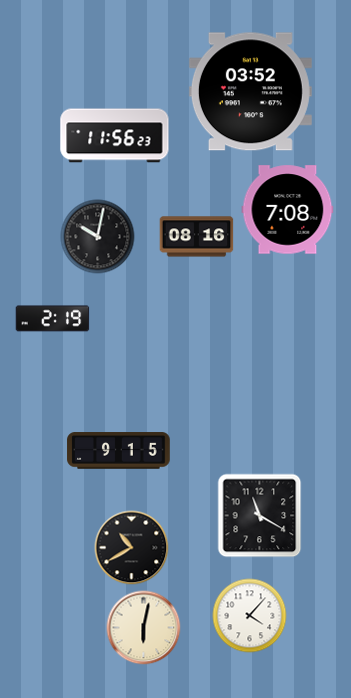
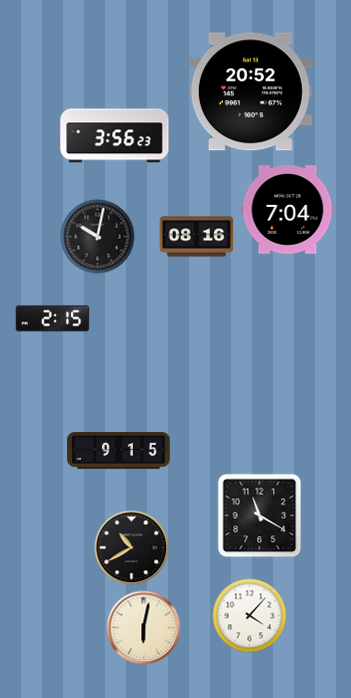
clock at (250, 92): 03:52 -> 20:52
clock at (115, 136): 11:56 -> 3:56
clock at (288, 210): 7:08 -> 7:04
clock at (53, 319): 2:19 -> 2:15
